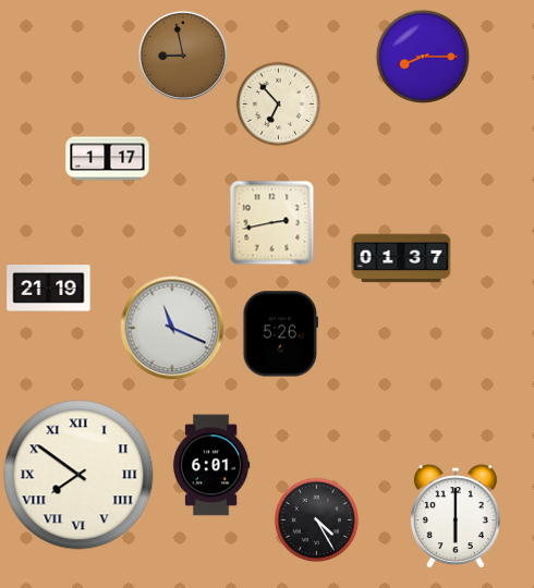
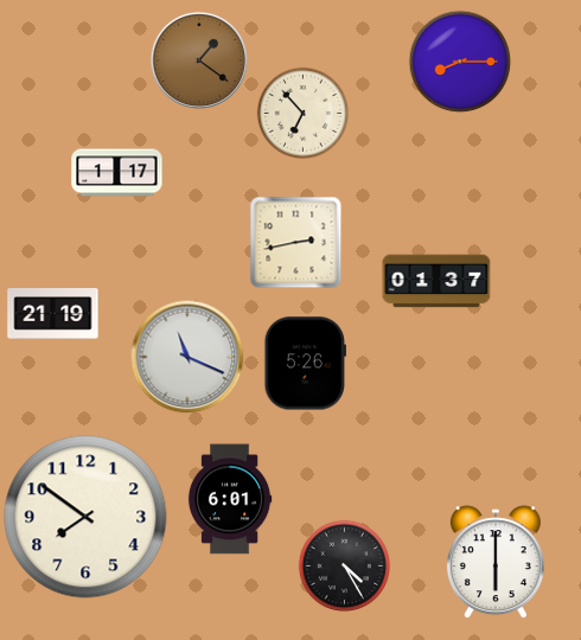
clock at (183, 56): 8:58 -> 1:21
clock at (211, 465) position: (211, 465) -> (230, 499)
clock at (78, 475) numerals: Roman -> Arabic
